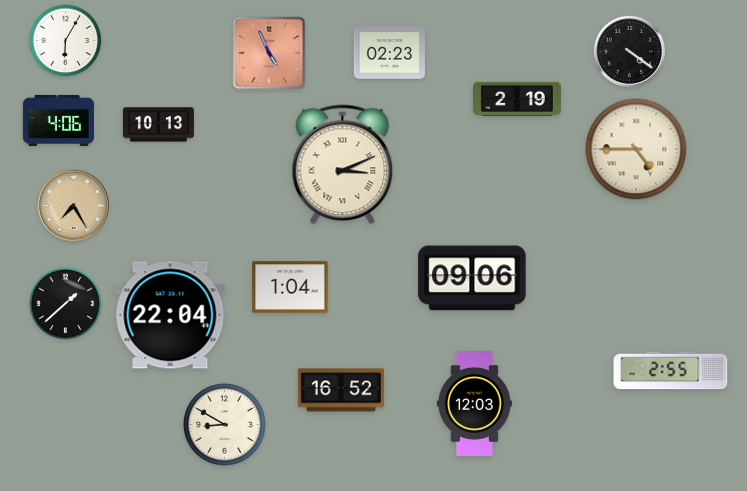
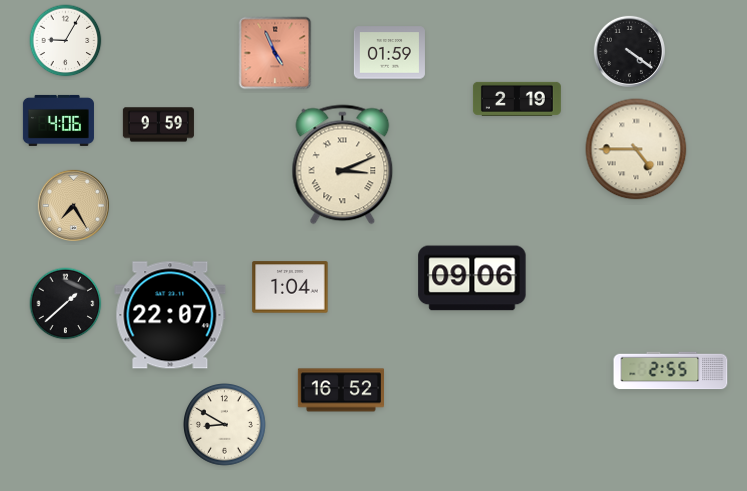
clock at (66, 41): 6:05 -> 9:05
clock at (269, 53) position: (269, 53) -> (275, 53)
clock at (389, 53): 02:23 -> 01:59
clock at (158, 125): 10:13 -> 9:59
clock at (170, 315): 22:04 -> 22:07
clock at (474, 404): 12:03 -> none
